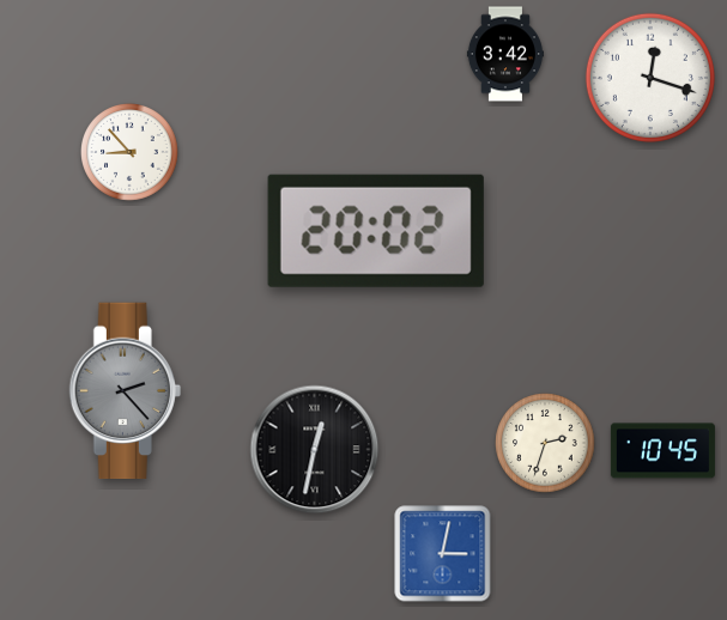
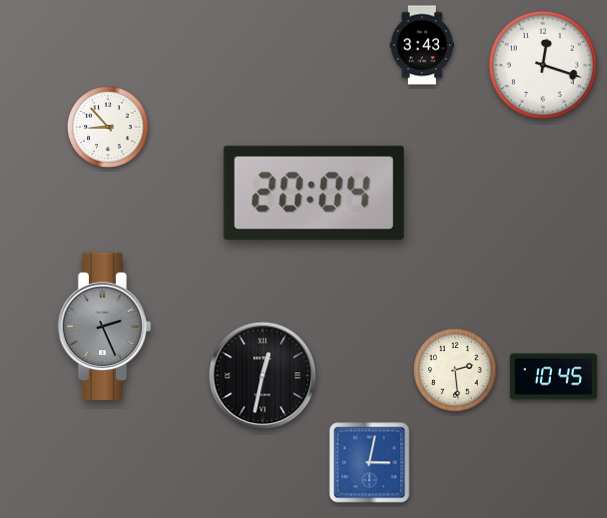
clock at (505, 54): 3:42 -> 3:43
clock at (376, 231): 20:02 -> 20:04
clock at (125, 391): 2:23 -> 2:26
clock at (545, 443): 2:33 -> 2:29
